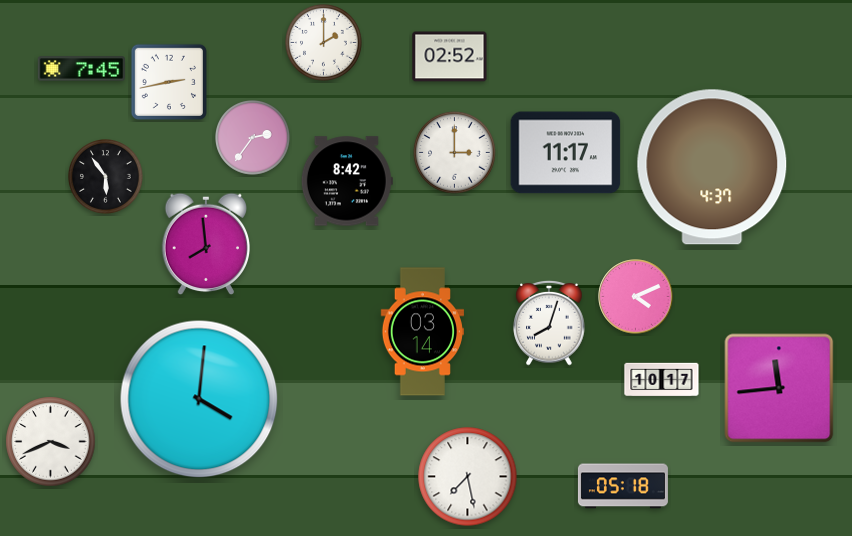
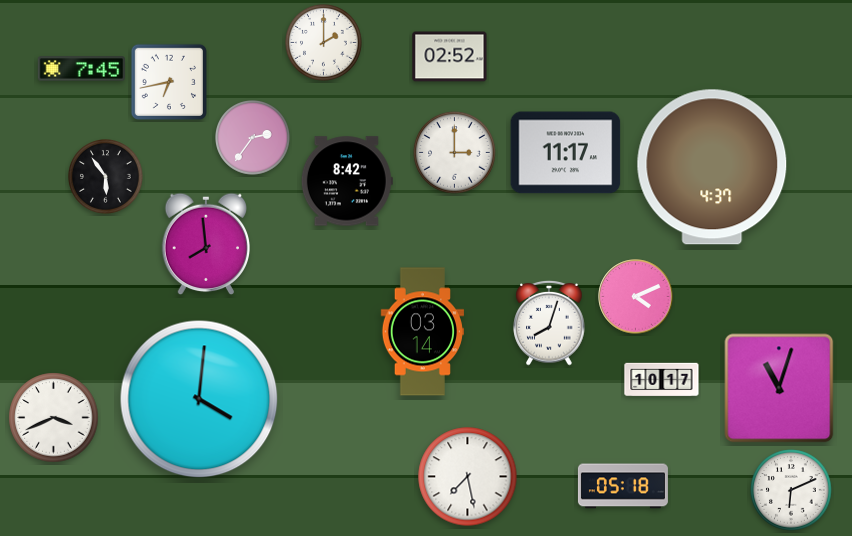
clock at (169, 82): 2:43 -> 6:43
clock at (779, 388): 11:44 -> 11:03
clock at (51, 442) position: (51, 442) -> (54, 418)
clock at (791, 490): none -> 6:11
